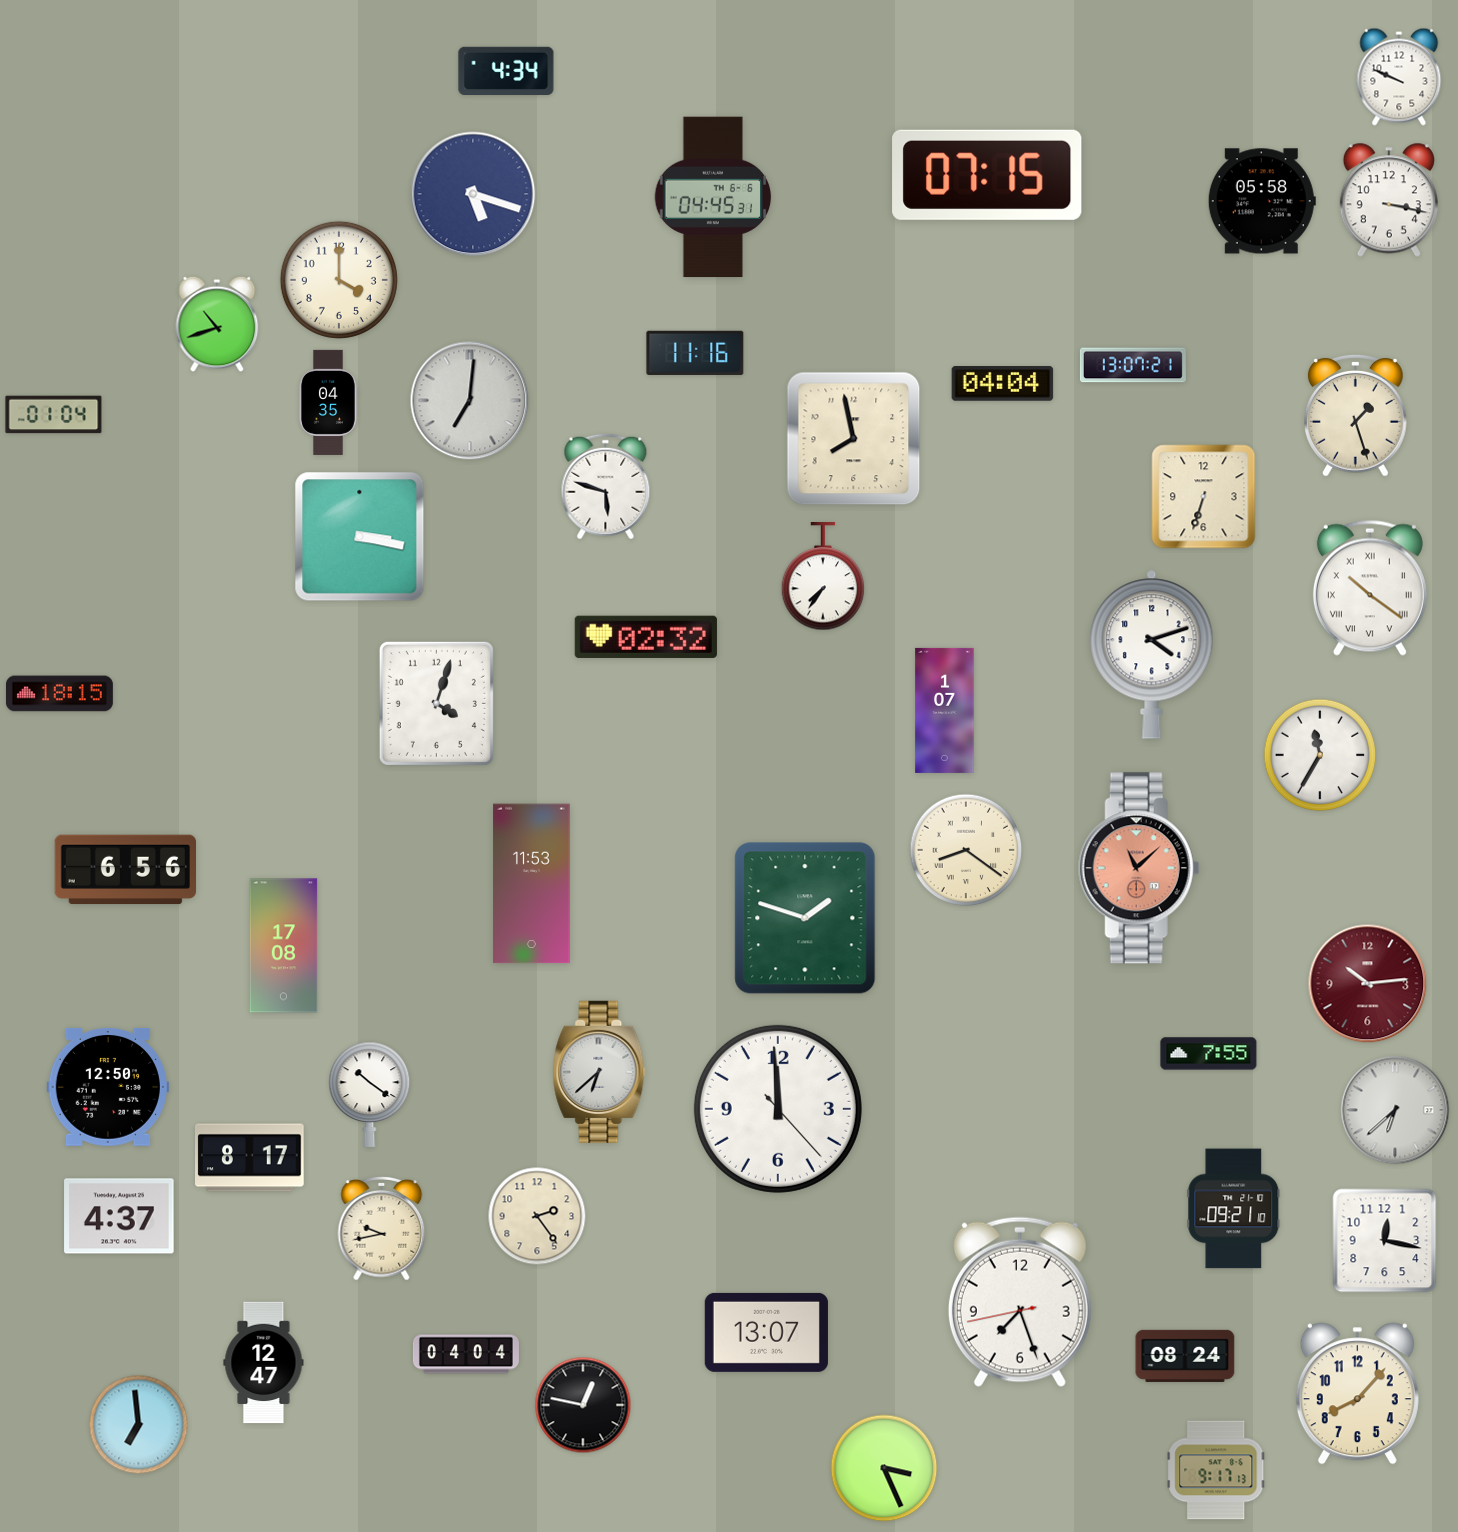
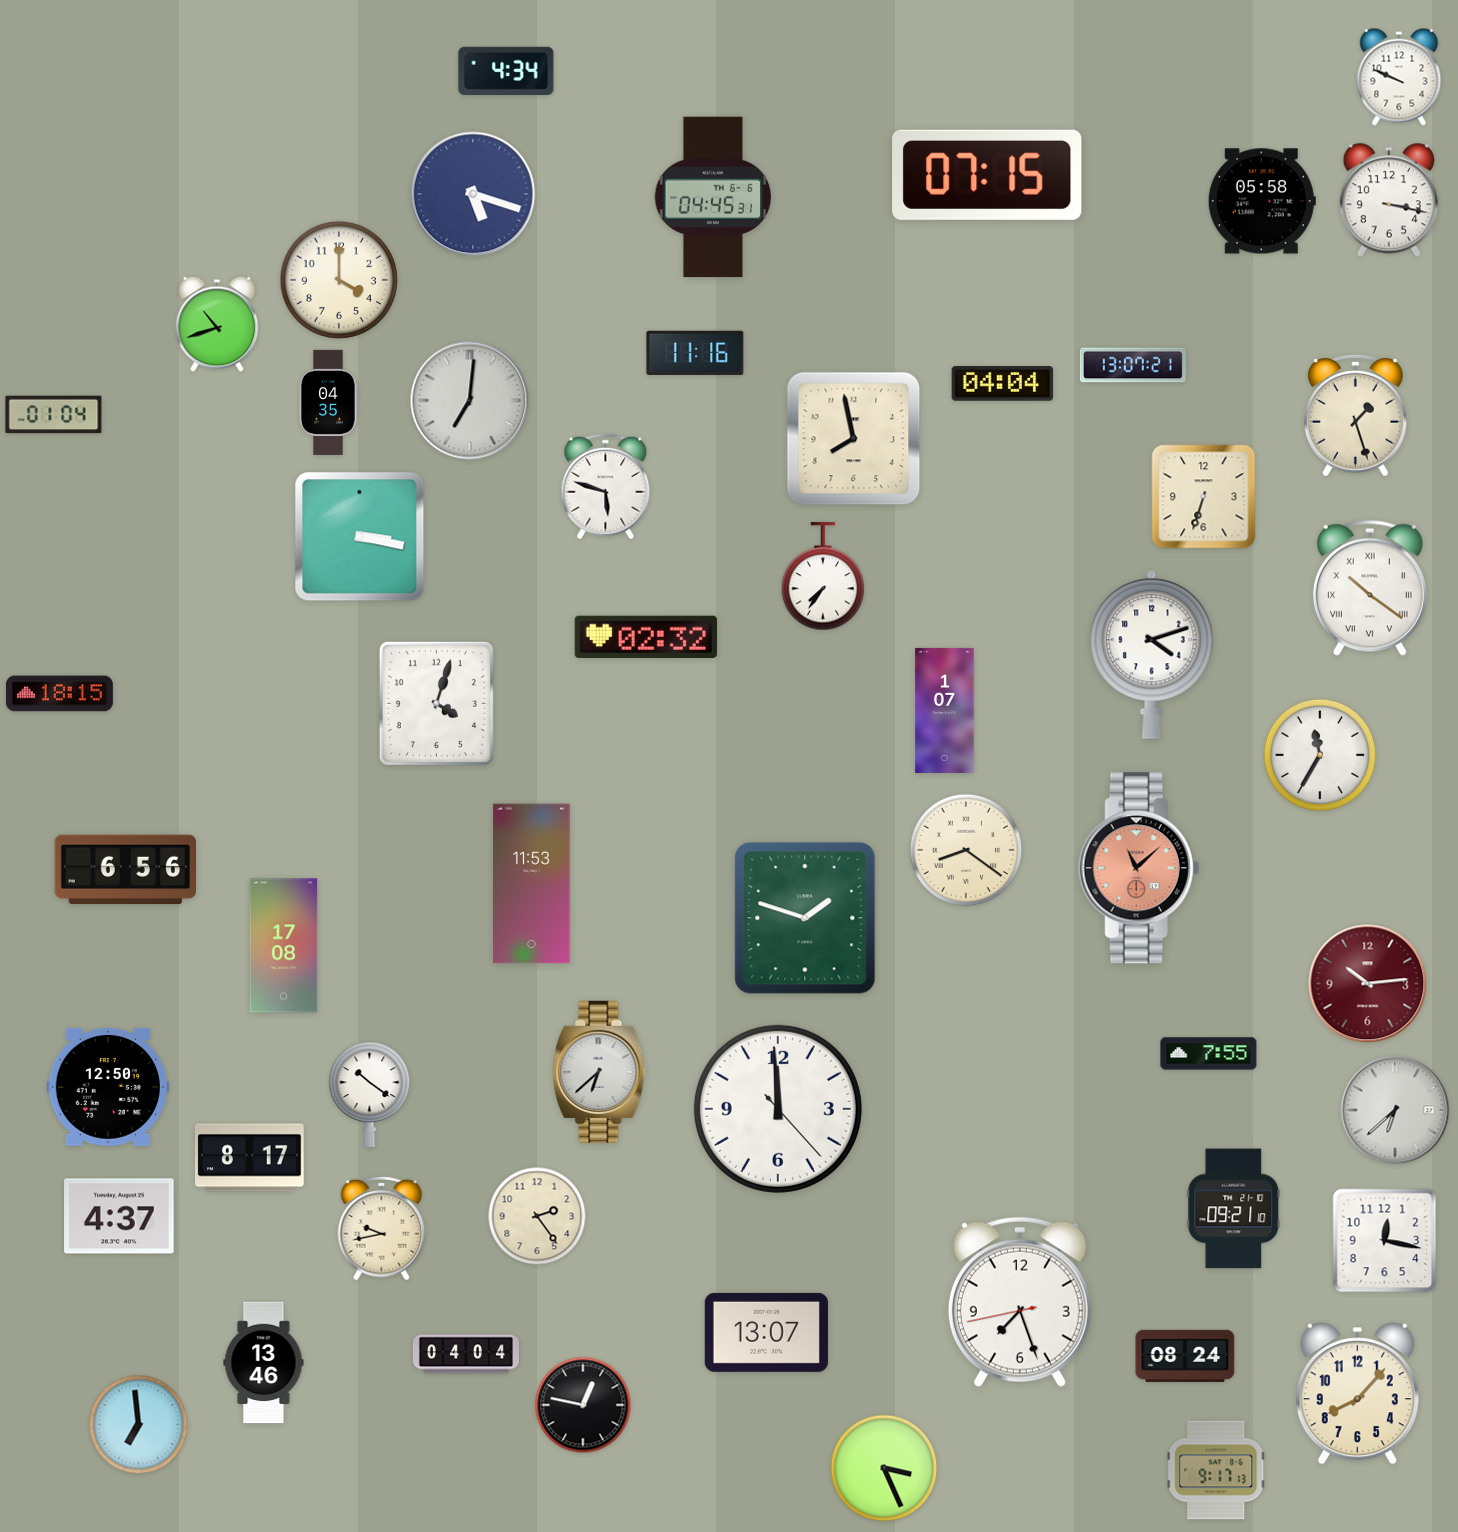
clock at (264, 1363): 12:47 -> 13:46
